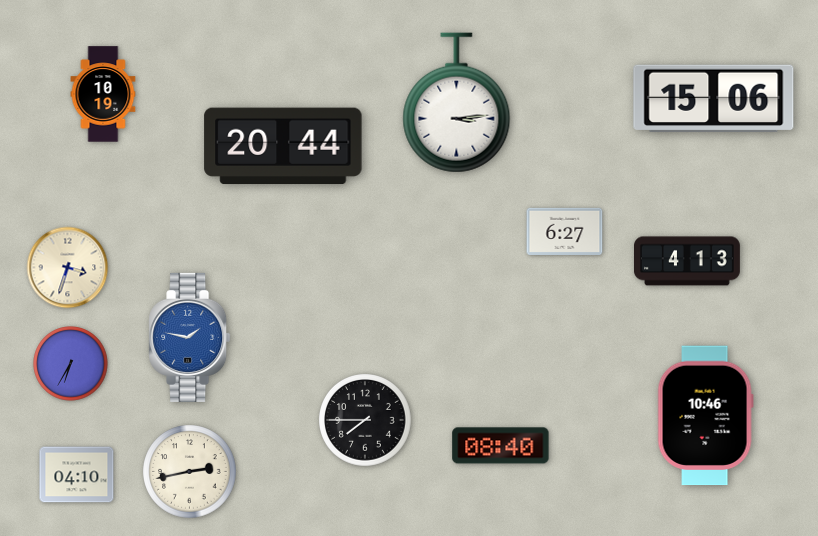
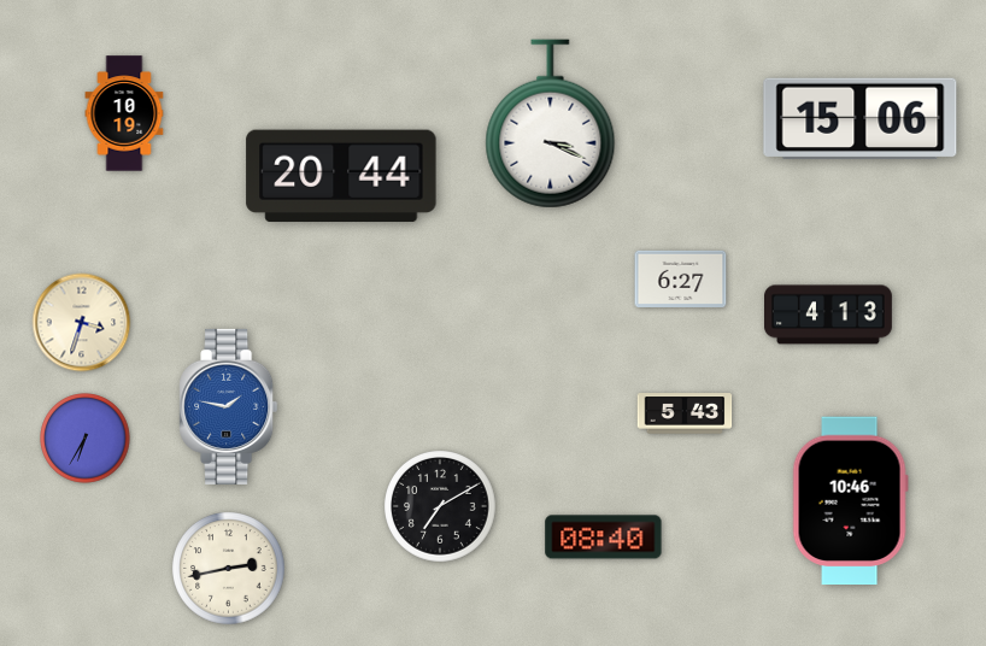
clock at (457, 103): 3:14 -> 3:19
clock at (685, 413): none -> 5:43
clock at (366, 421): 7:45 -> 7:10
clock at (77, 475): 04:10 -> none
